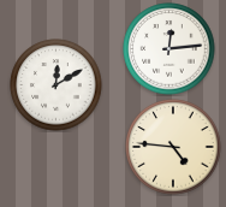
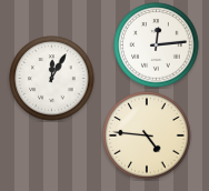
clock at (56, 85): 12:10 -> 12:05
clock at (173, 147) position: (173, 147) -> (147, 135)
